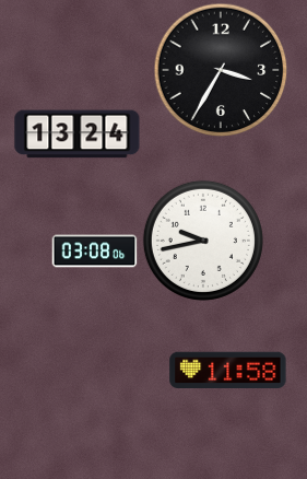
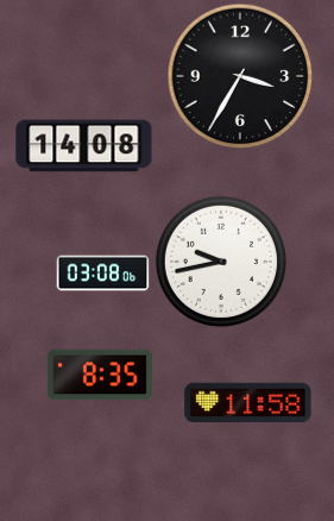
clock at (78, 135): 13:24 -> 14:08
clock at (100, 375): none -> 8:35
